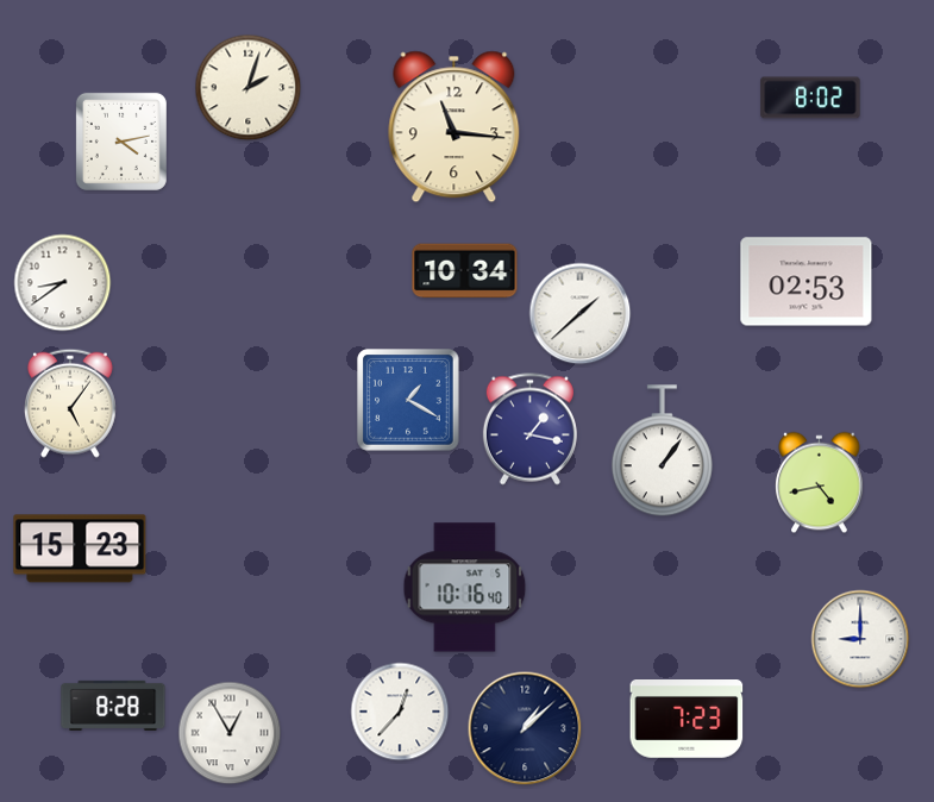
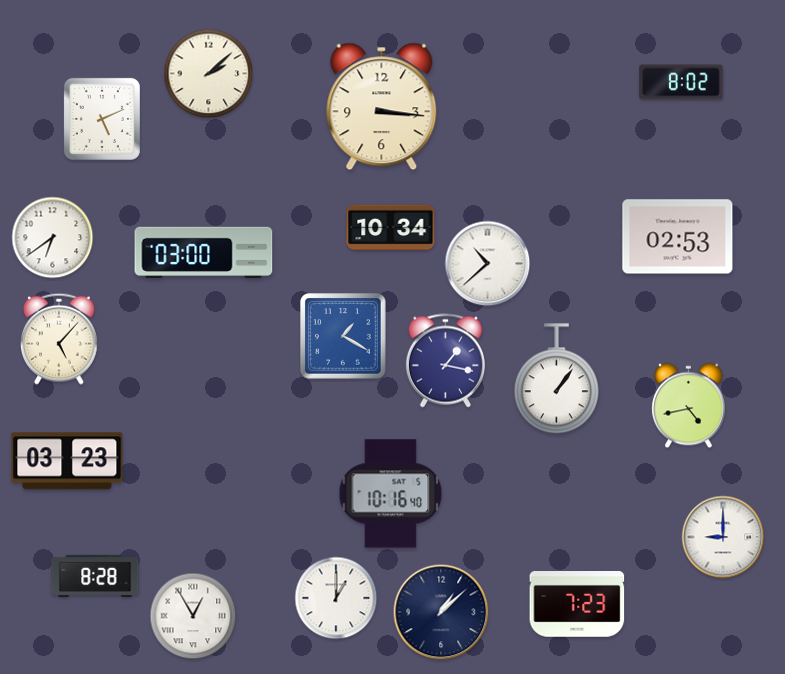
clock at (249, 88): 2:03 -> 2:08
clock at (455, 127): 11:16 -> 3:16
clock at (121, 142): 4:13 -> 5:11
clock at (63, 283): 8:39 -> 6:39
clock at (204, 252): none -> 03:00
clock at (581, 314): 1:38 -> 10:38
clock at (70, 403): 5:06 -> 5:07
clock at (80, 549): 15:23 -> 03:23
clock at (113, 706) position: (113, 706) -> (95, 576)
clock at (400, 712): 12:37 -> 1:00
